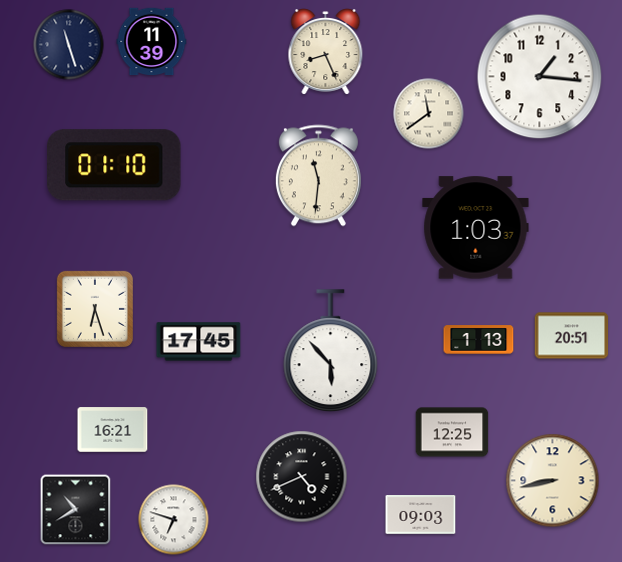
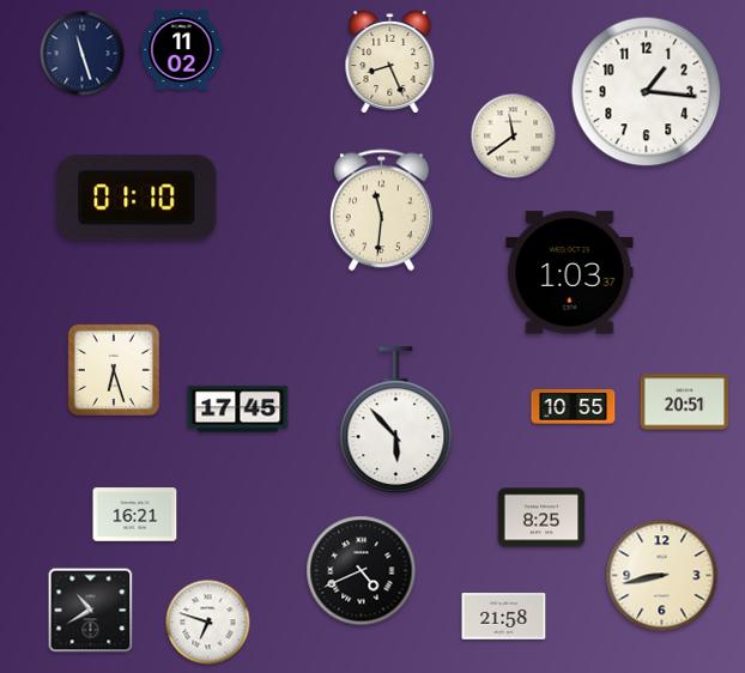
clock at (152, 42): 11:39 -> 11:02
clock at (479, 340): 1:13 -> 10:55
clock at (452, 432): 12:25 -> 8:25
clock at (421, 515): 09:03 -> 21:58
